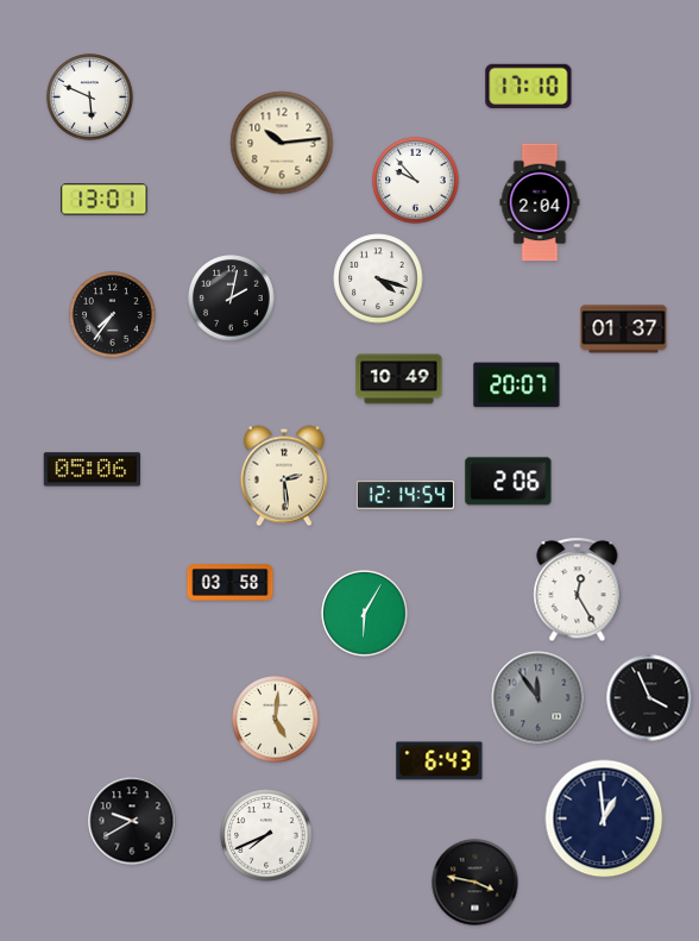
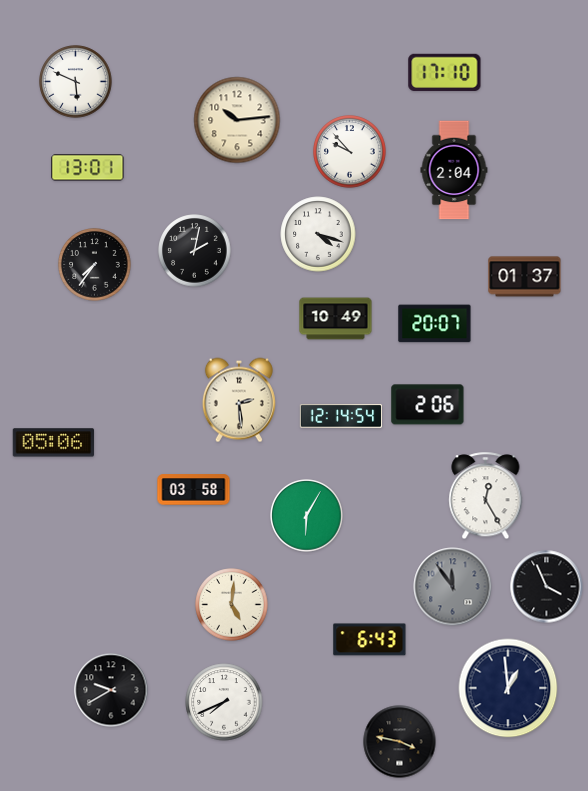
clock at (93, 470) position: (93, 470) -> (54, 443)
